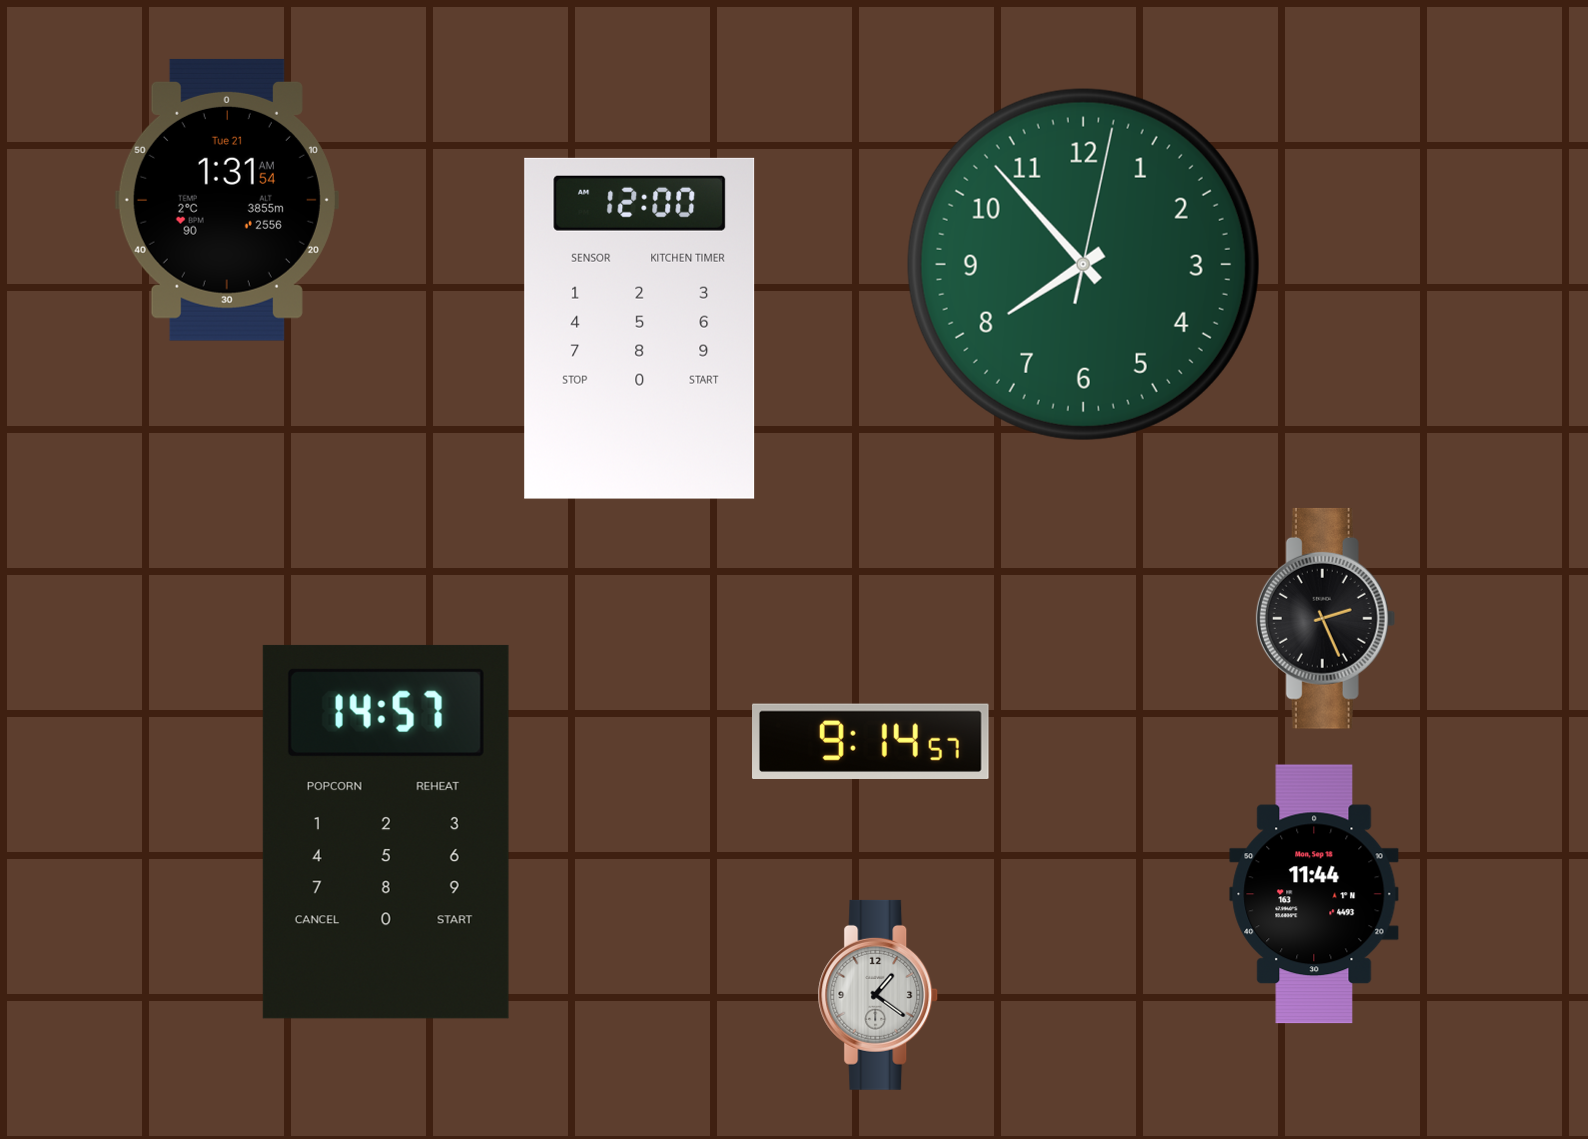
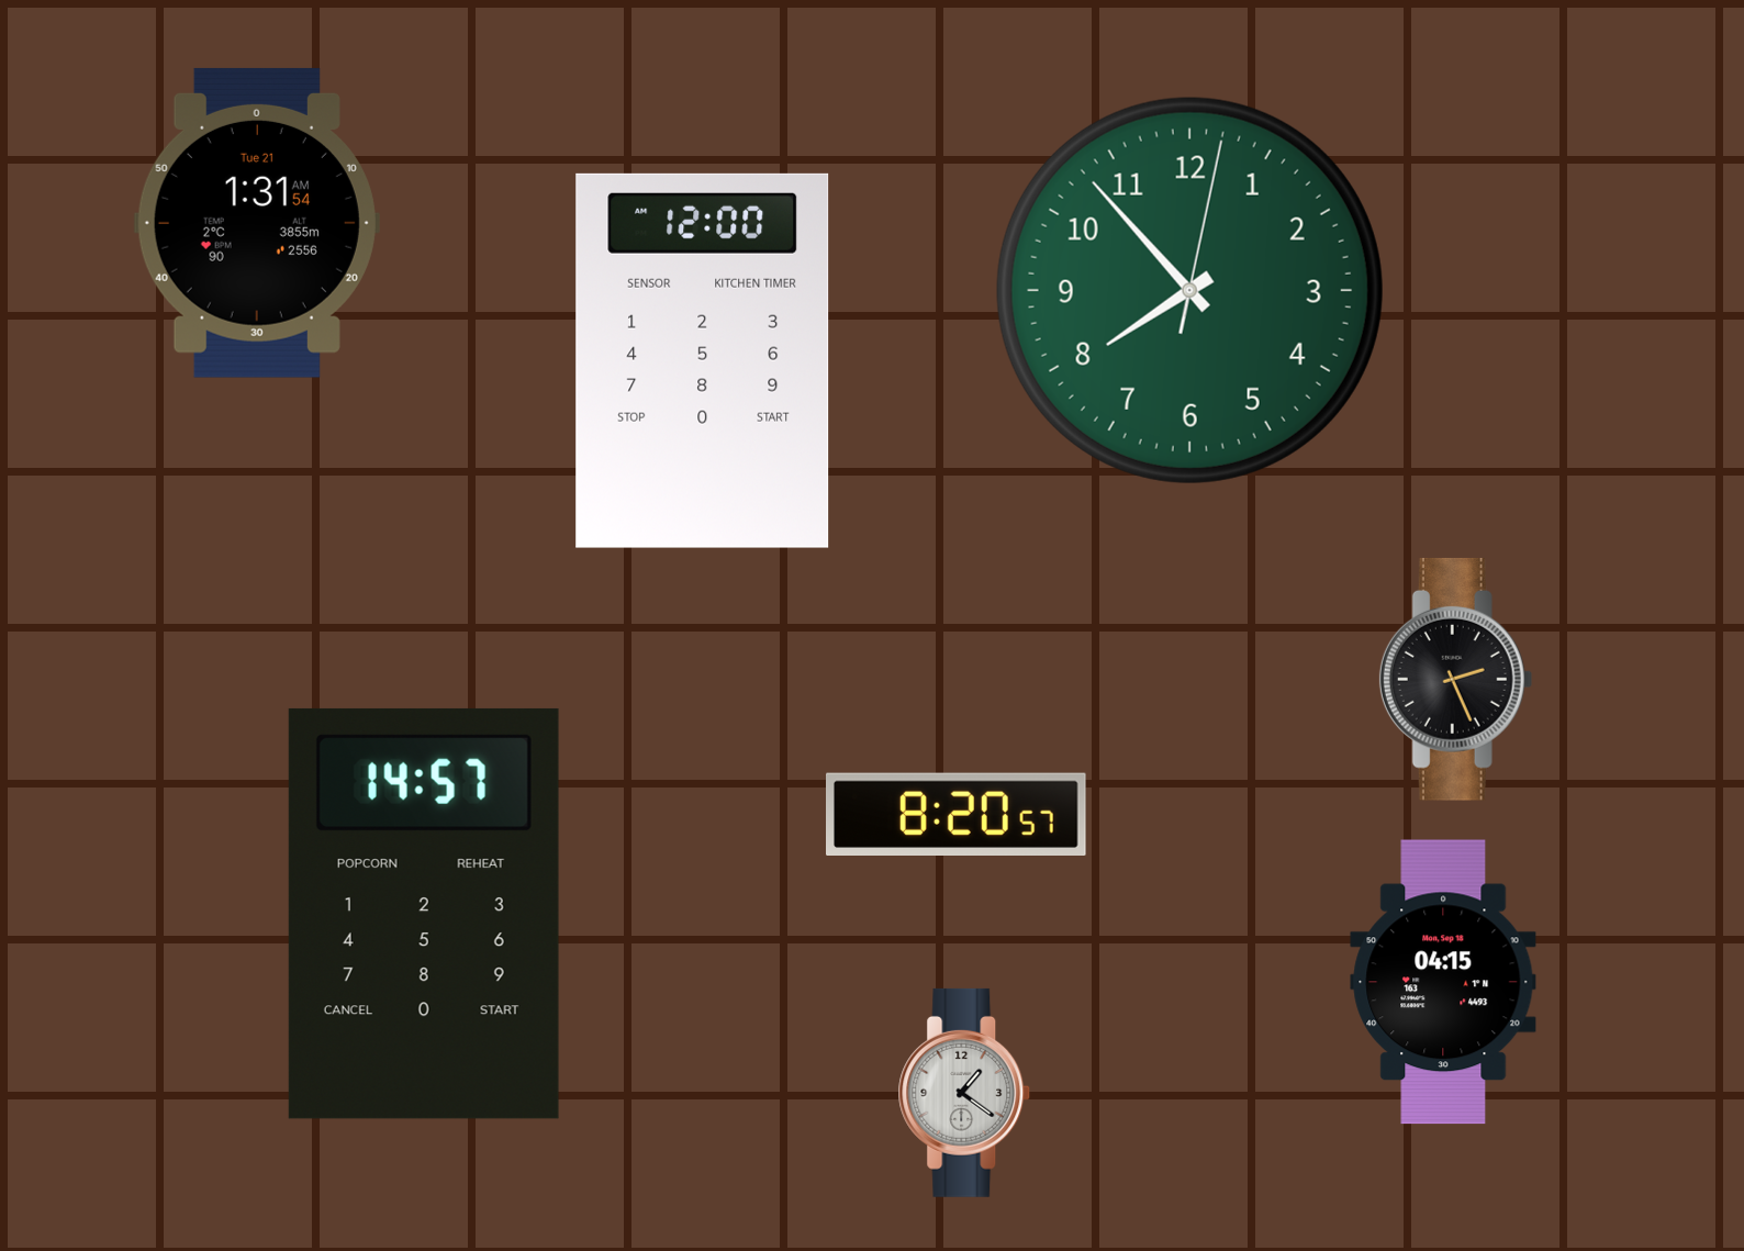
clock at (227, 200) position: (227, 200) -> (257, 223)
clock at (871, 741): 9:14 -> 8:20
clock at (1314, 894): 11:44 -> 04:15
